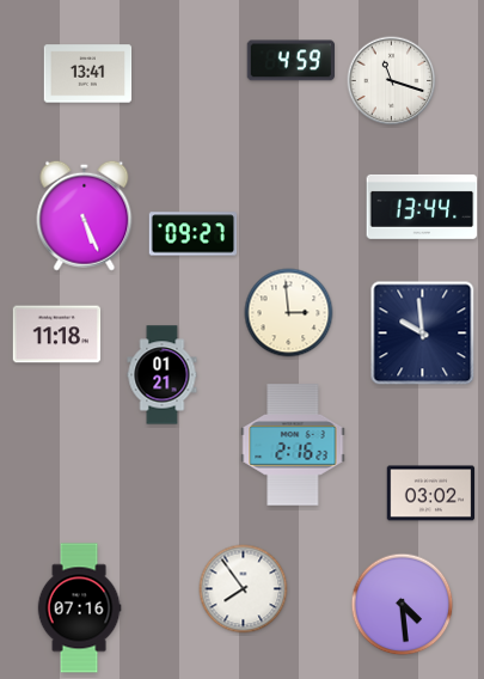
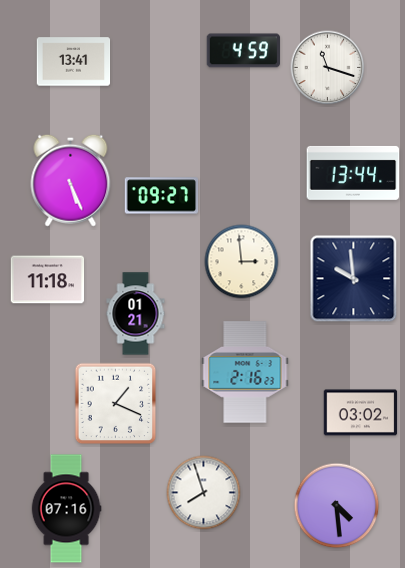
clock at (116, 404): none -> 1:19
clock at (244, 589): 7:54 -> 7:57
